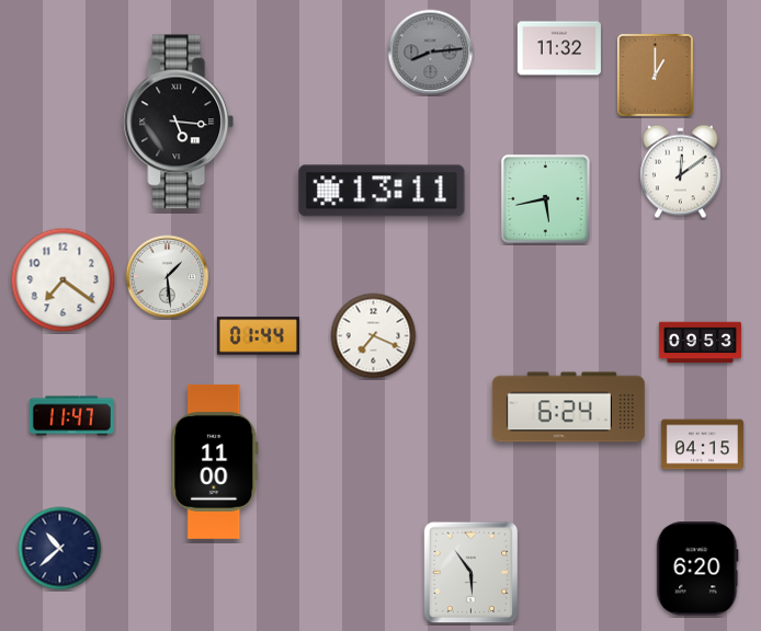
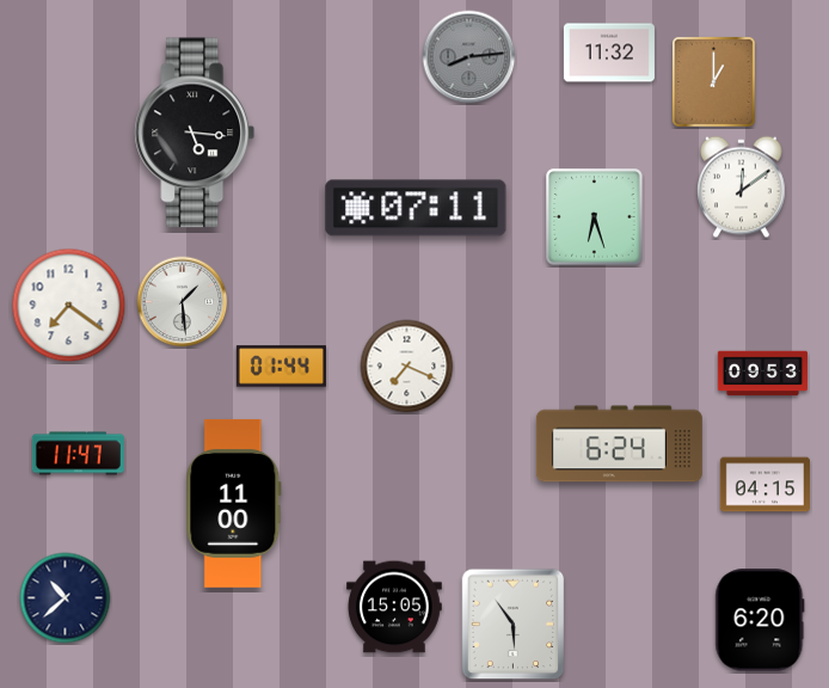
clock at (382, 191): 13:11 -> 07:11
clock at (546, 199): 5:43 -> 6:27
clock at (395, 607): none -> 15:05
